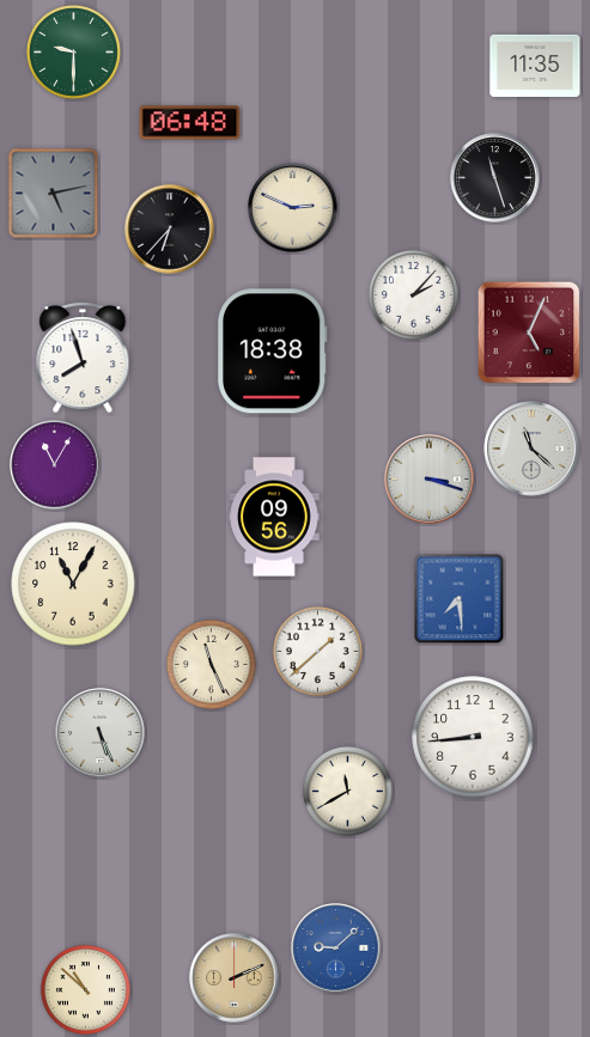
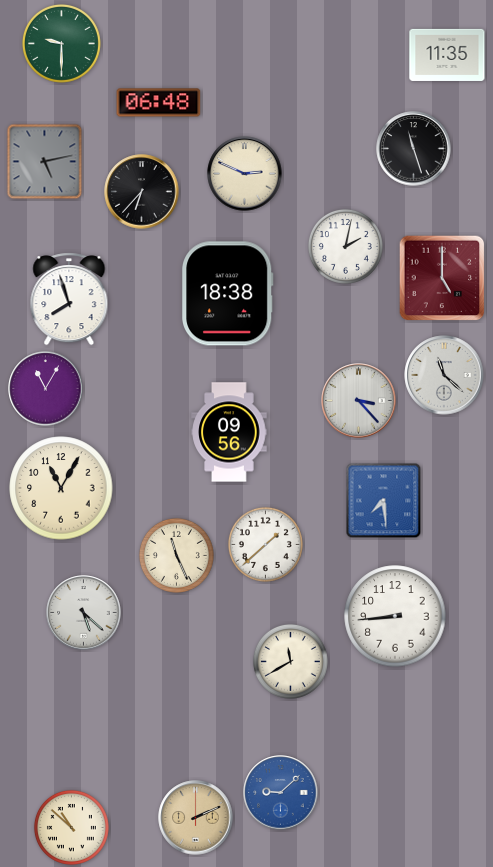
clock at (413, 294): 2:07 -> 2:02
clock at (529, 333): 5:04 -> 5:00
clock at (430, 480): 3:18 -> 3:23
clock at (101, 733): 5:26 -> 5:22
